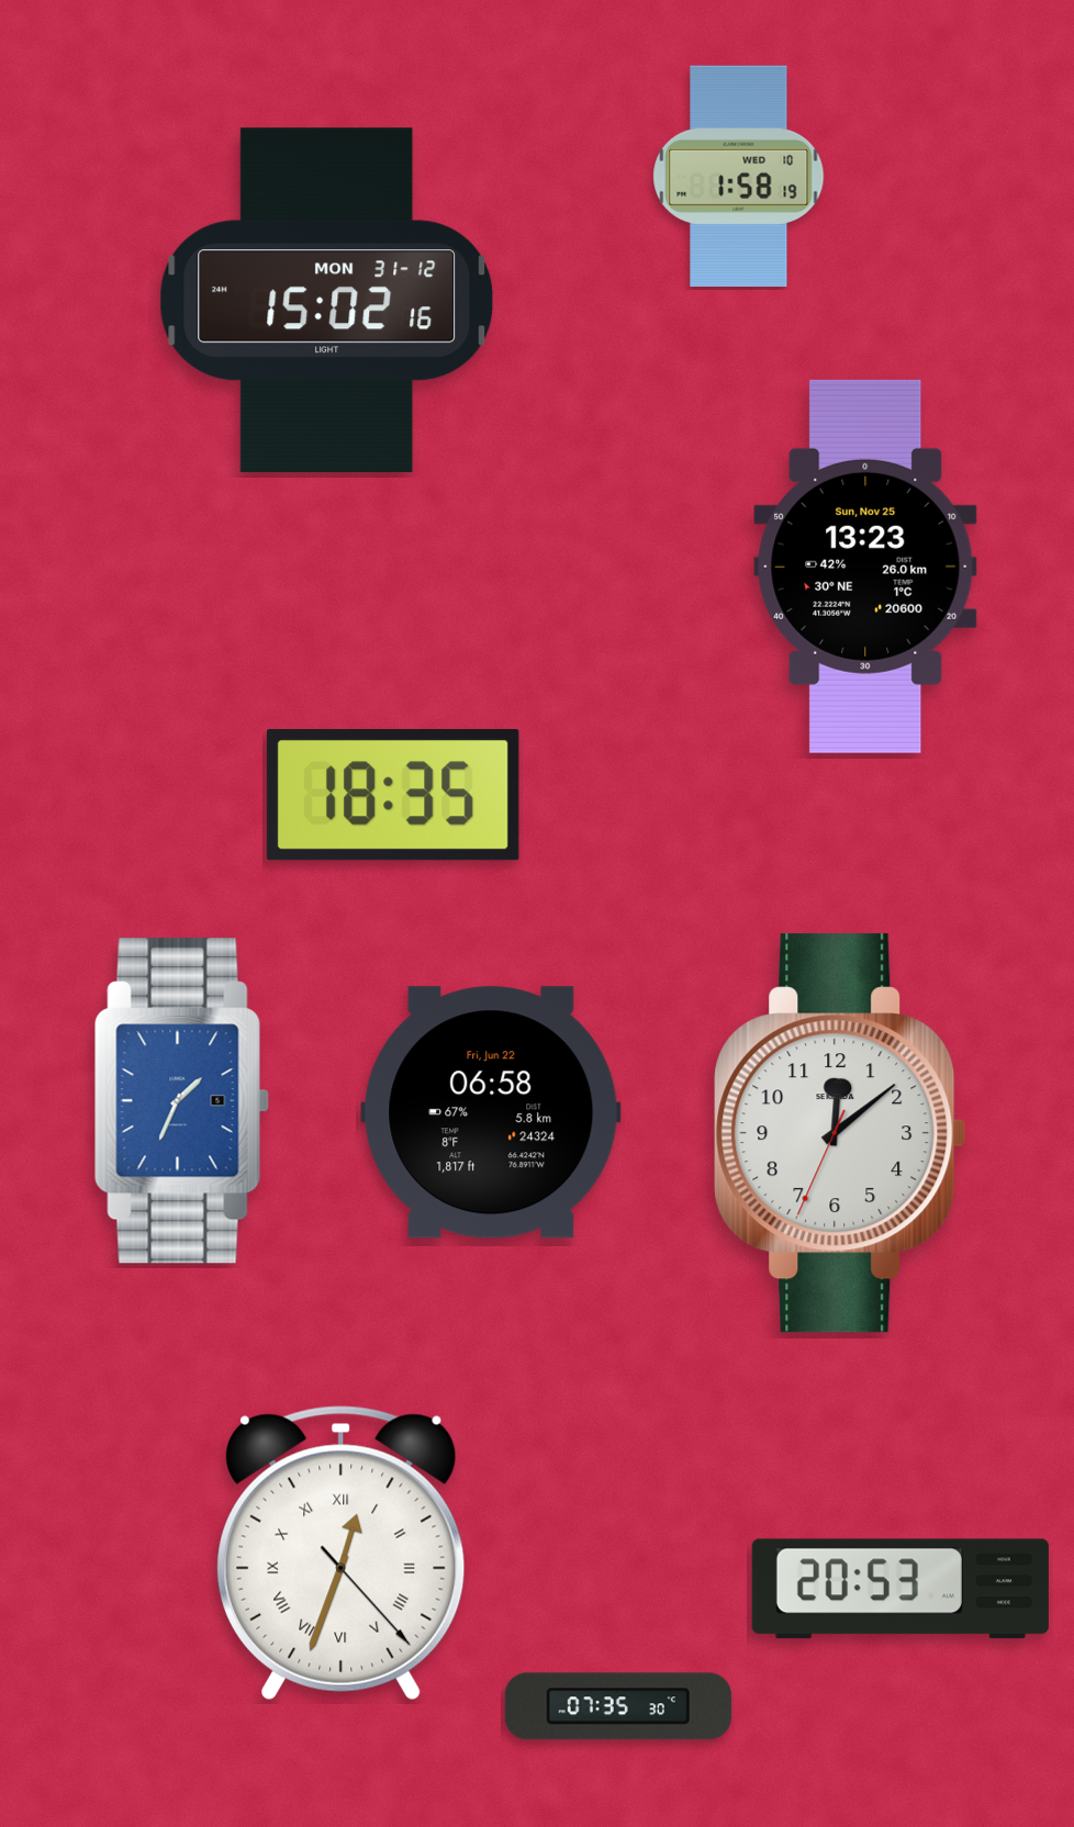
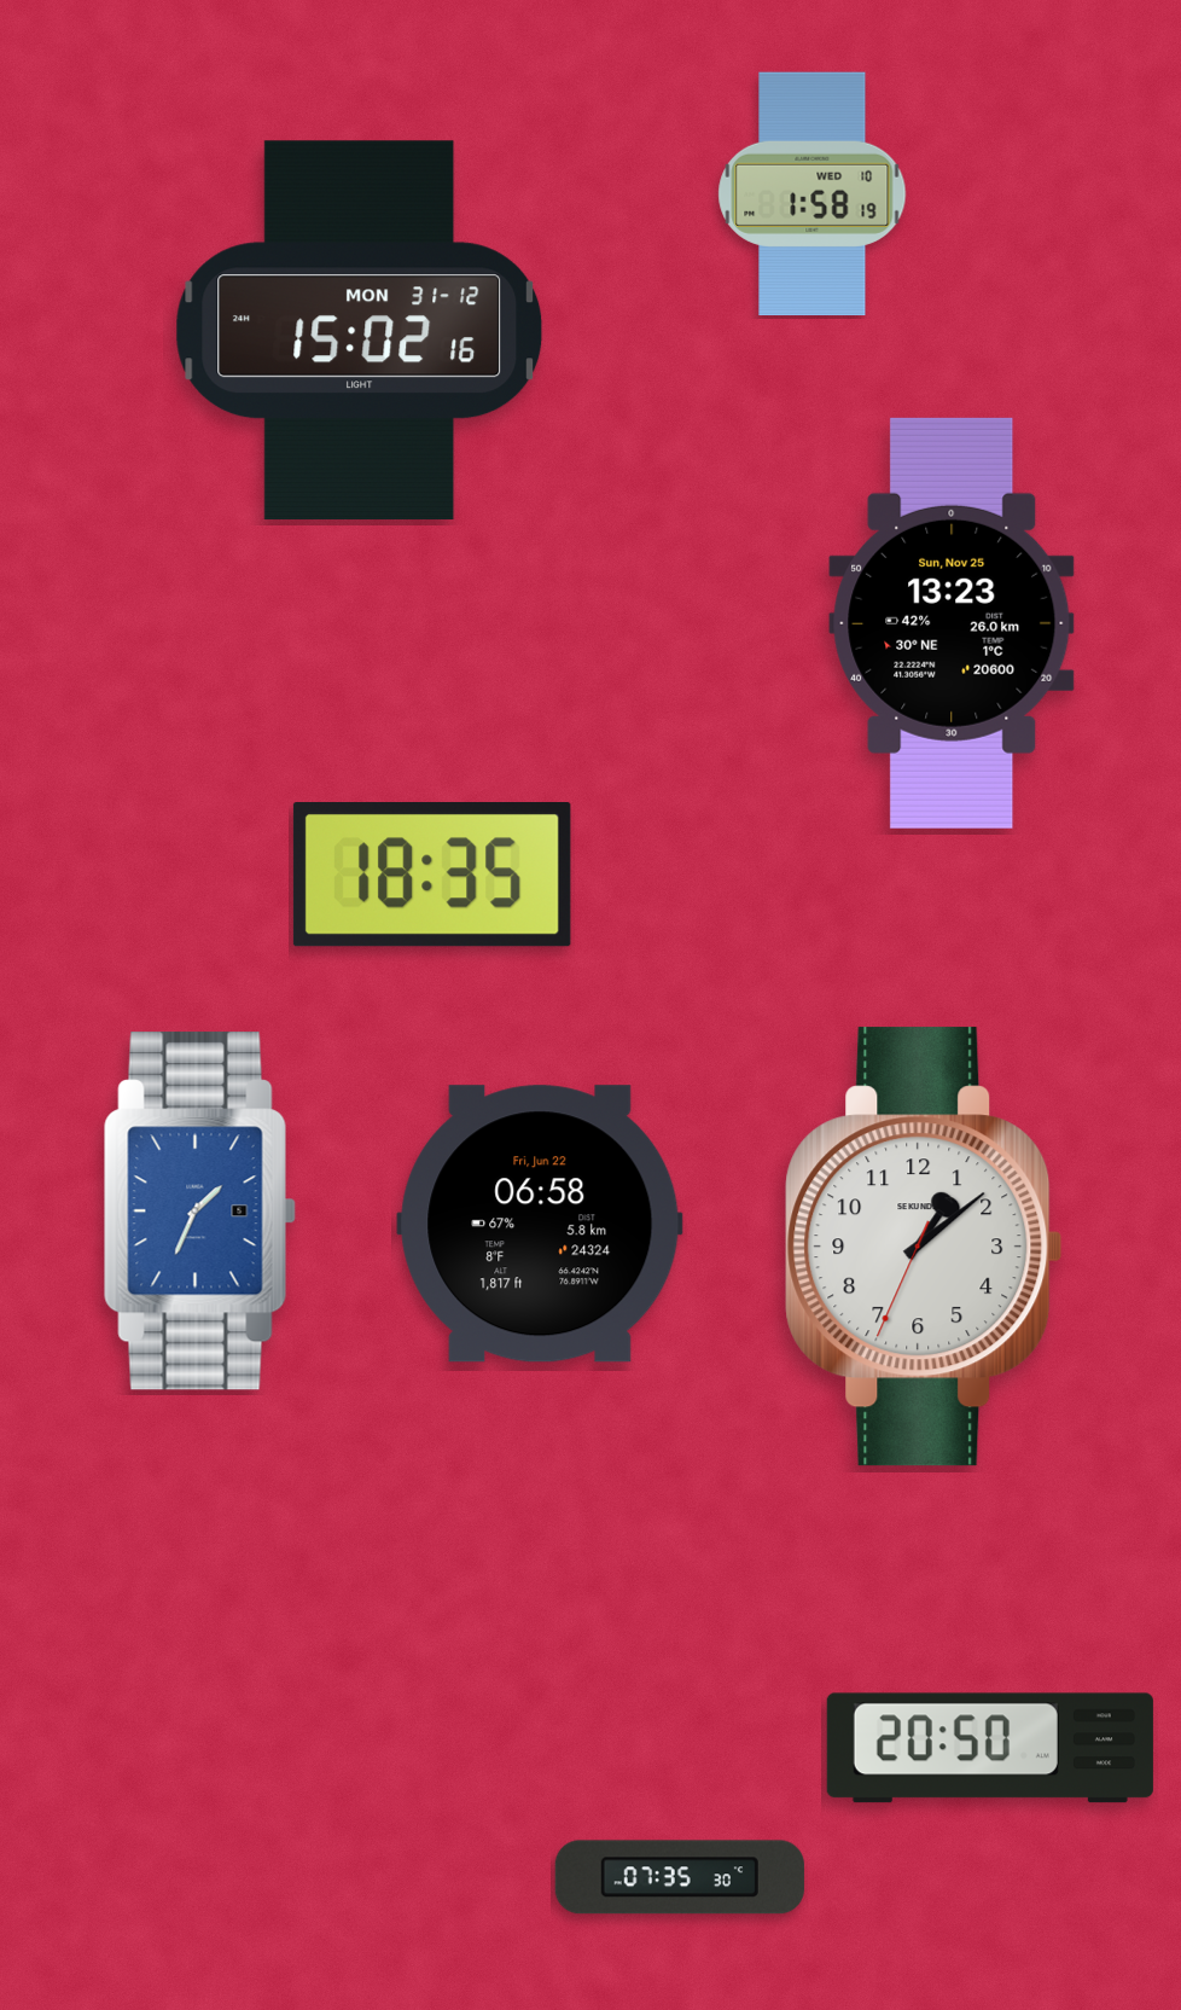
clock at (840, 1133): 12:08 -> 1:08
clock at (342, 1554): 12:33 -> none
clock at (900, 1589): 20:53 -> 20:50
